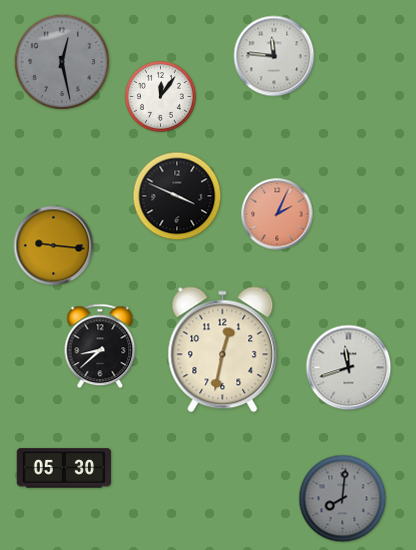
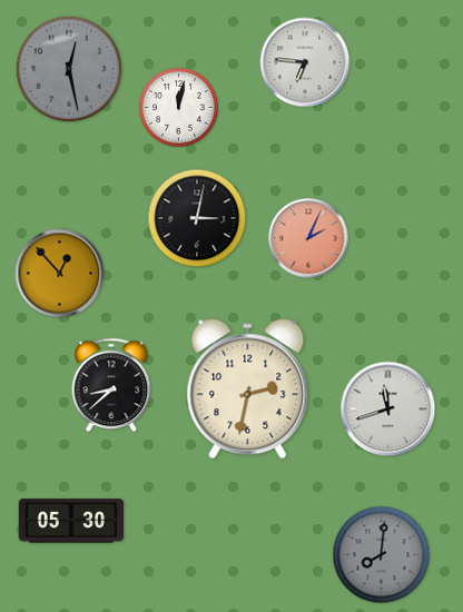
clock at (274, 56): 11:46 -> 6:46
clock at (161, 97): 12:06 -> 12:02
clock at (177, 196): 3:49 -> 3:02
clock at (54, 246): 9:16 -> 12:53
clock at (223, 350): 12:32 -> 2:32
